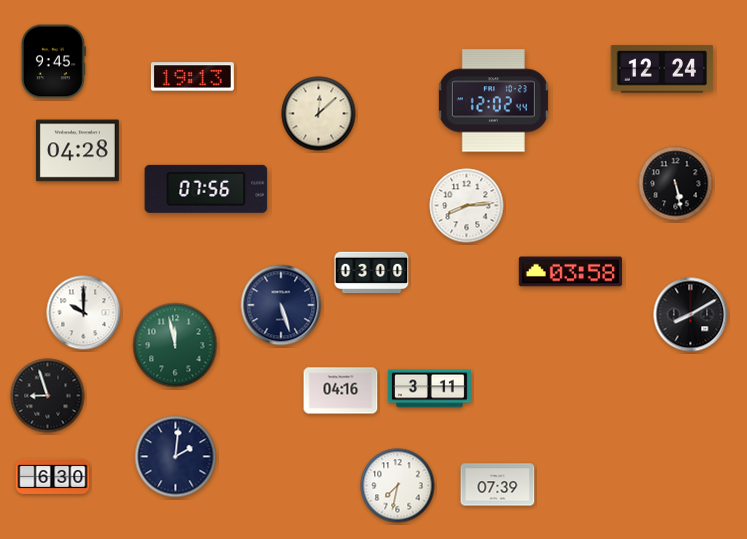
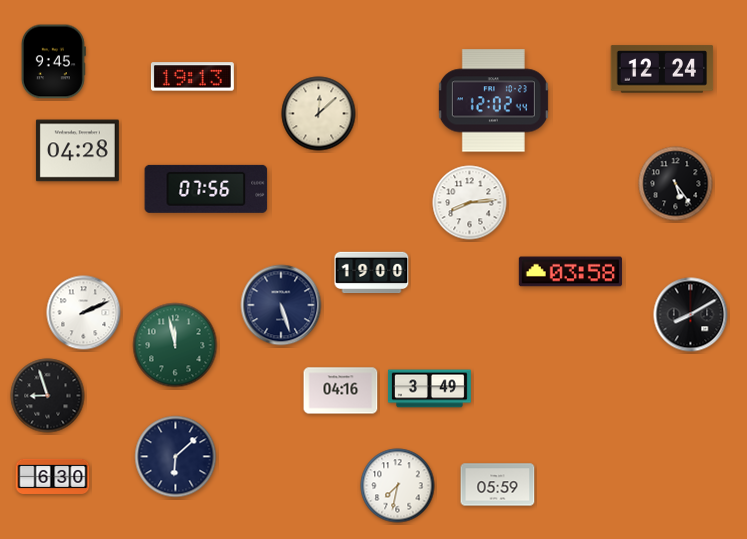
clock at (676, 184): 5:28 -> 5:24
clock at (467, 206) position: (467, 206) -> (470, 203)
clock at (372, 273): 03:00 -> 19:00
clock at (84, 313): 10:00 -> 2:11
clock at (429, 389): 3:11 -> 3:49
clock at (176, 457): 2:01 -> 6:08
clock at (498, 485): 07:39 -> 05:59
